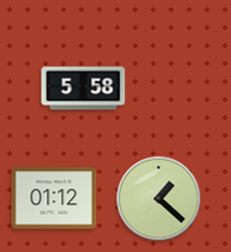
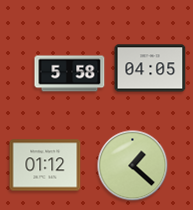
clock at (150, 68): none -> 04:05
